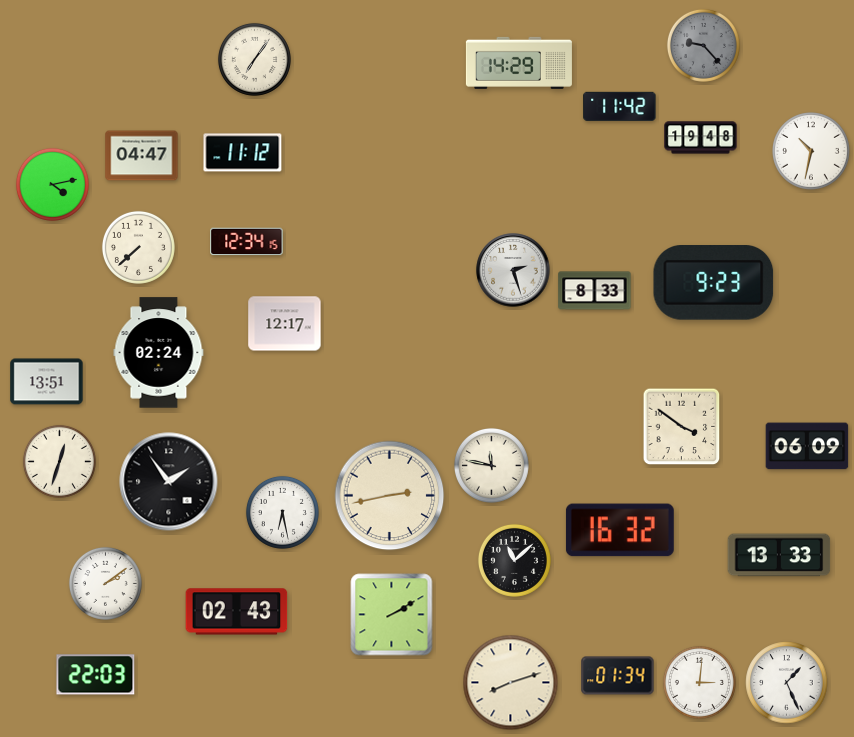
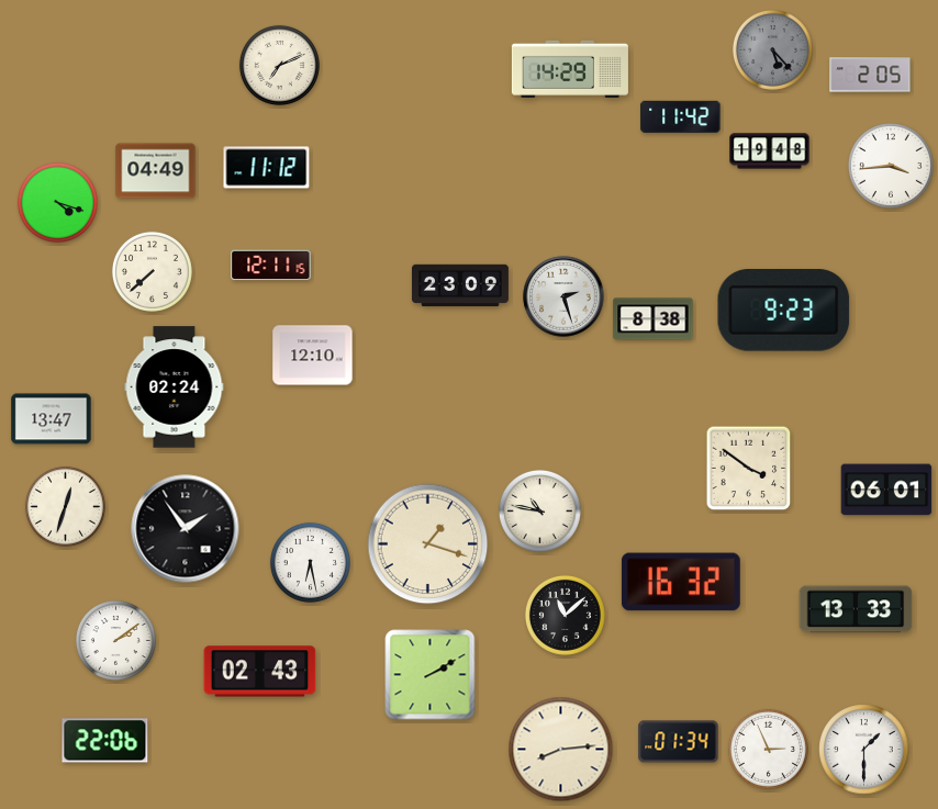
clock at (703, 45): 9:23 -> 5:23
clock at (254, 59): 7:06 -> 7:11
clock at (870, 75): none -> 2:05
clock at (812, 152): 10:32 -> 3:44
clock at (142, 156): 04:47 -> 04:49
clock at (52, 184): 4:13 -> 4:18
clock at (247, 242): 12:34 -> 12:11
clock at (460, 285): none -> 23:09
clock at (595, 291): 8:33 -> 8:38
clock at (285, 324): 12:17 -> 12:10
clock at (47, 382): 13:51 -> 13:47
clock at (807, 446): 06:09 -> 06:01
clock at (491, 465): 11:47 -> 10:47
clock at (390, 496): 2:43 -> 1:18
clock at (96, 675): 22:03 -> 22:06
clock at (699, 682): 3:01 -> 2:56
clock at (511, 683): 8:12 -> 8:14
clock at (787, 683): 1:26 -> 1:30
